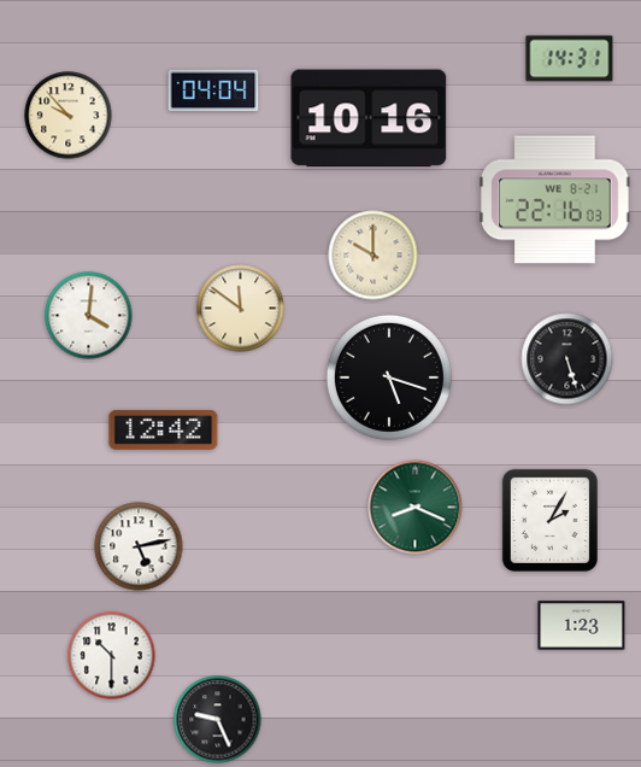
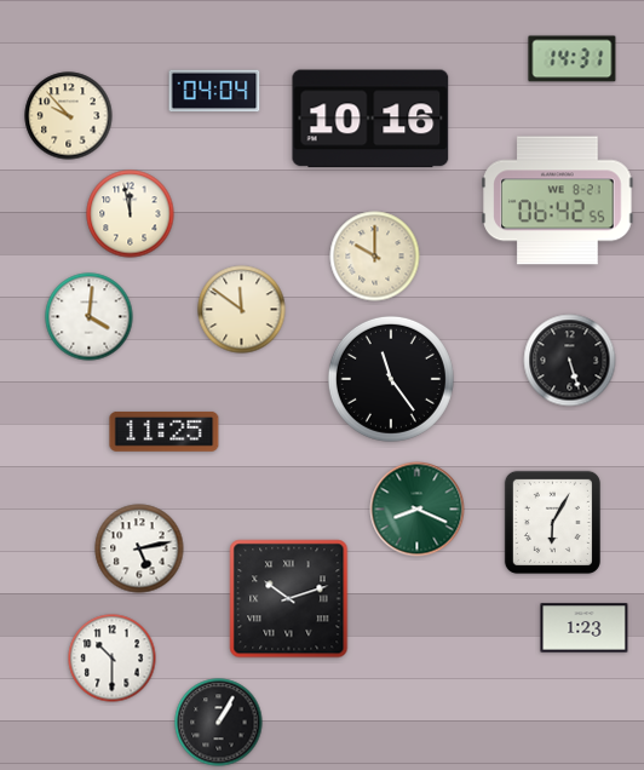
clock at (555, 200): 22:16 -> 06:42
clock at (131, 214): none -> 11:58
clock at (389, 377): 5:18 -> 11:24
clock at (164, 429): 12:42 -> 11:25
clock at (549, 520): 2:05 -> 6:05
clock at (289, 599): none -> 10:12
clock at (218, 720): 9:26 -> 1:05
